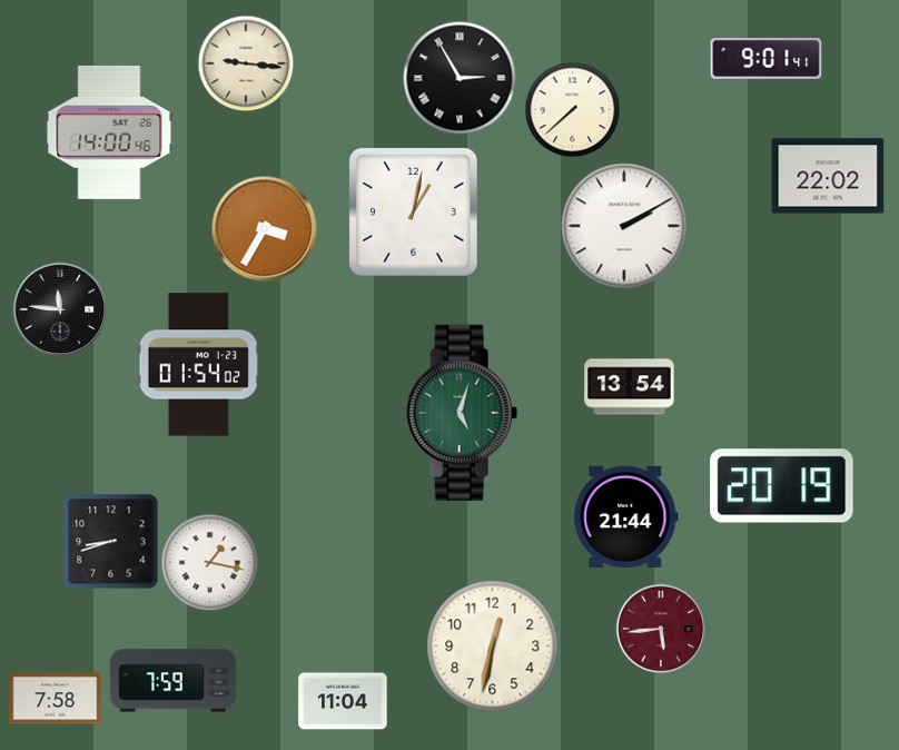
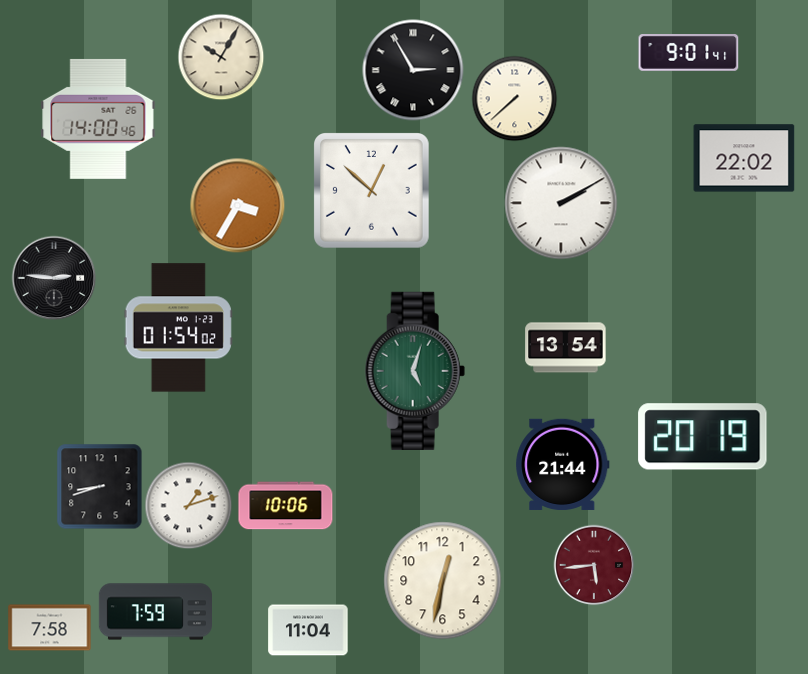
clock at (246, 63): 9:16 -> 10:05
clock at (414, 213): 1:02 -> 12:52
clock at (60, 309): 11:46 -> 2:46
clock at (209, 562): 1:17 -> 1:12
clock at (286, 506): none -> 10:06
